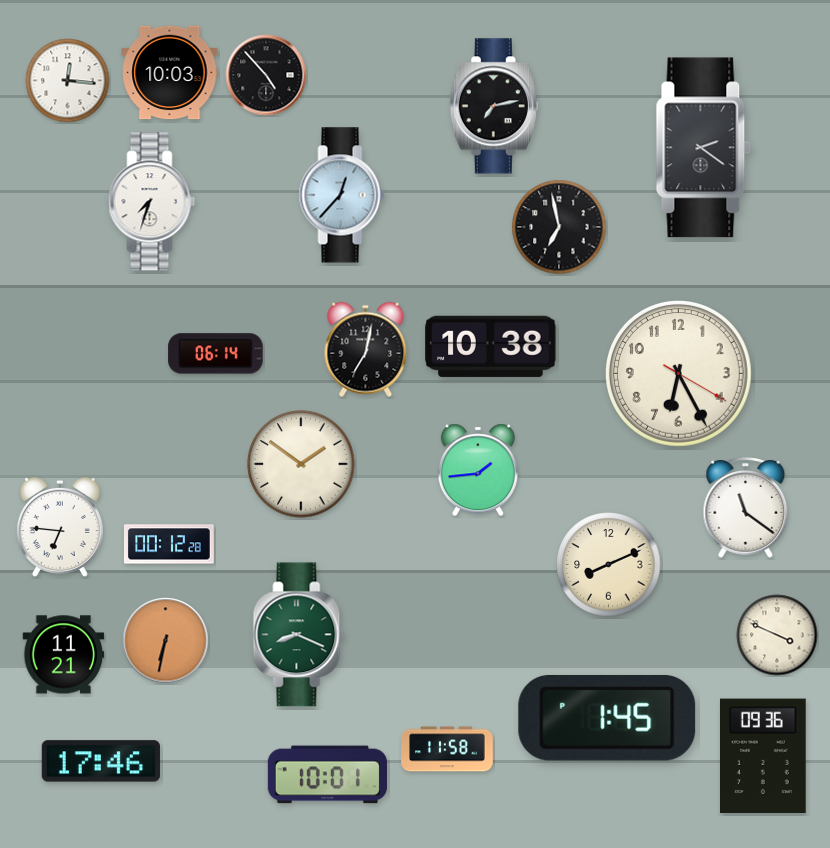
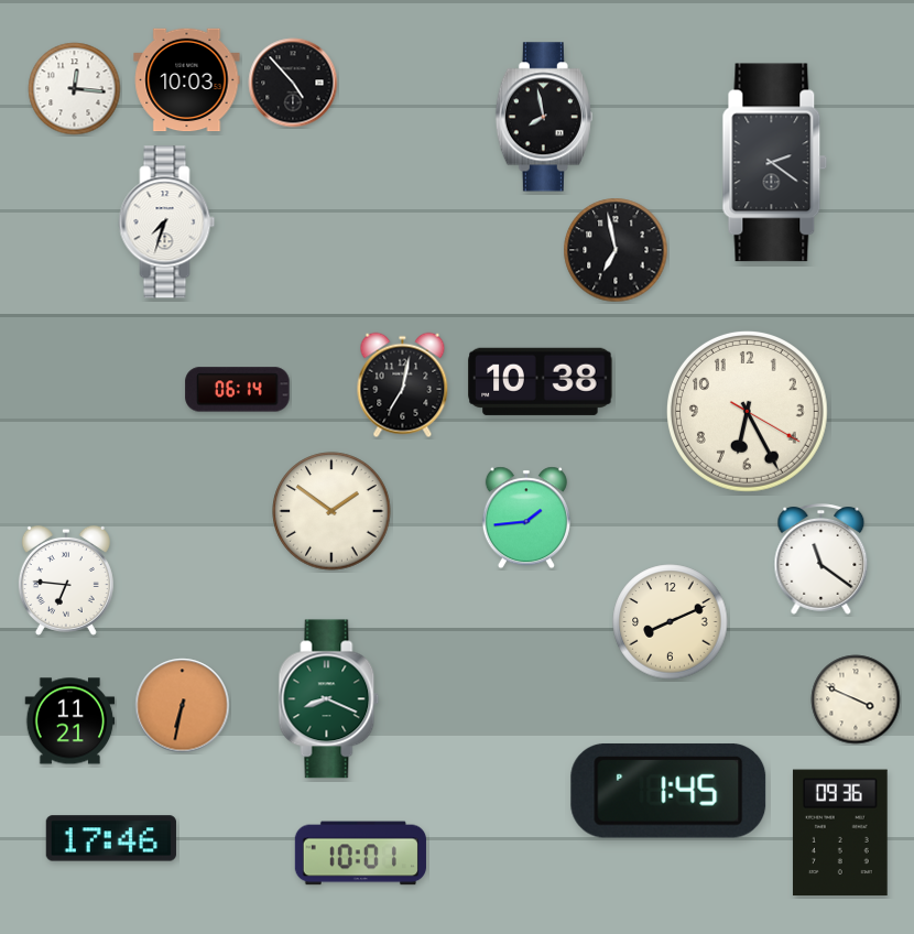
clock at (494, 106): 7:13 -> 7:58
clock at (342, 195): 12:37 -> none
clock at (169, 544): 00:12 -> none
clock at (447, 749): 11:58 -> none
